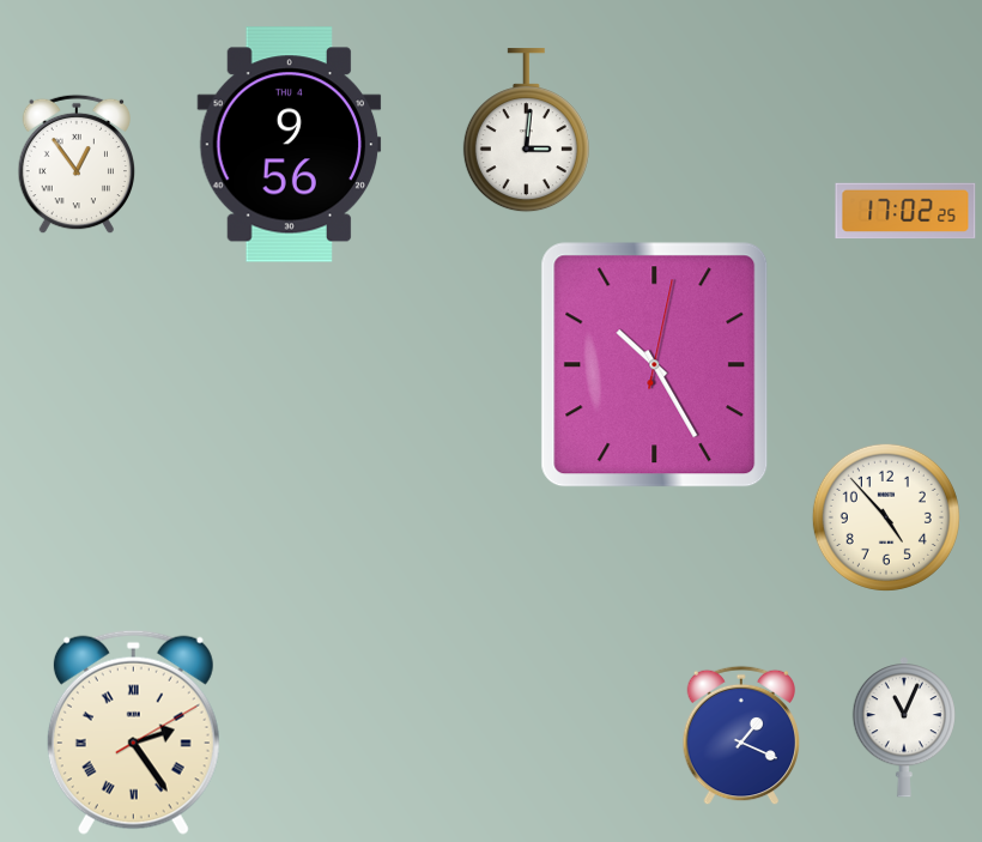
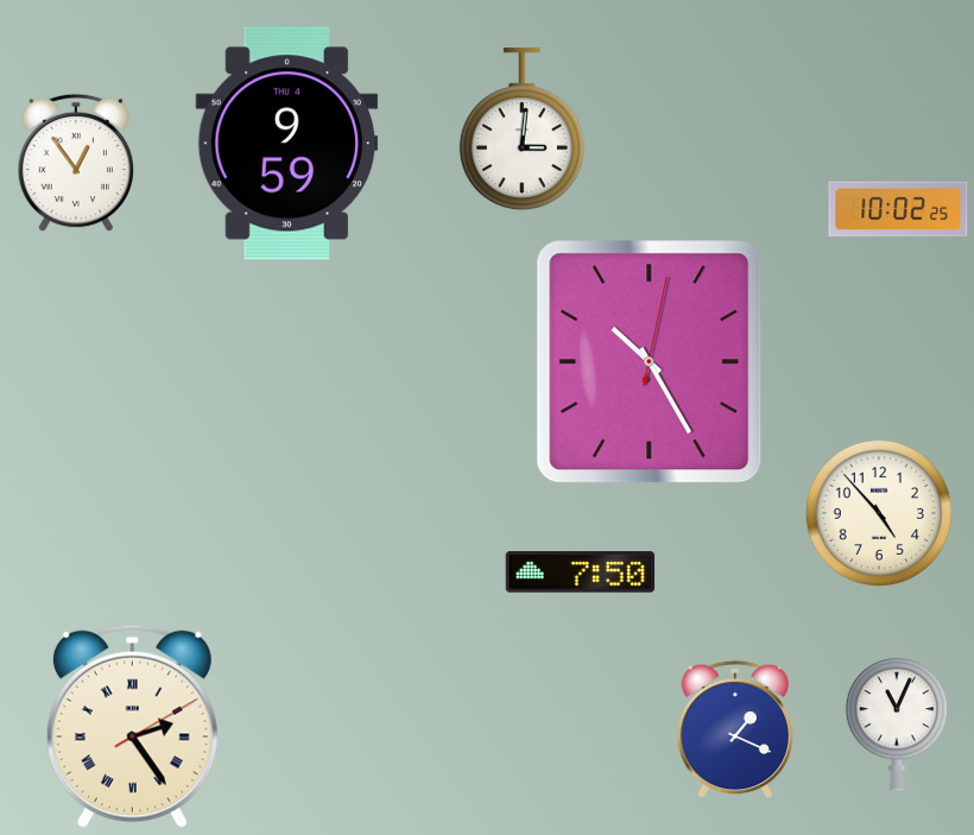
clock at (290, 145): 9:56 -> 9:59
clock at (905, 211): 17:02 -> 10:02
clock at (581, 573): none -> 7:50
